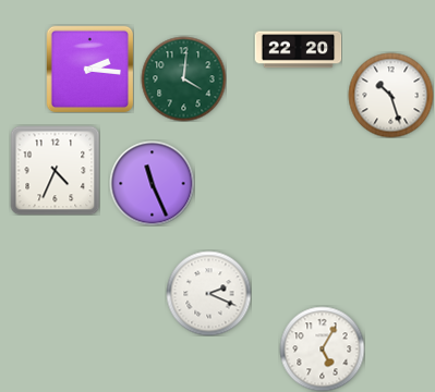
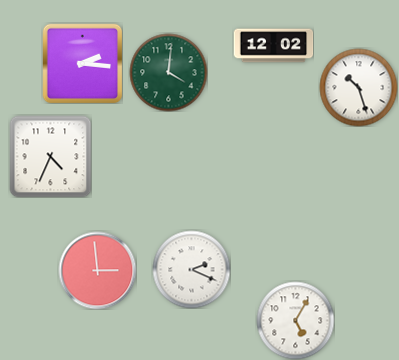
clock at (298, 50): 22:20 -> 12:02
clock at (152, 183): 11:26 -> none
clock at (97, 270): none -> 2:59
